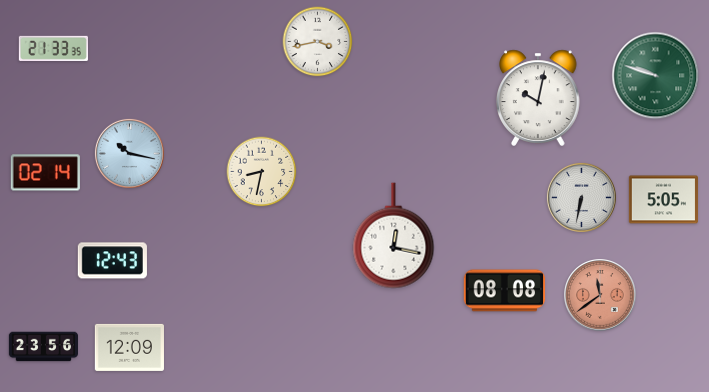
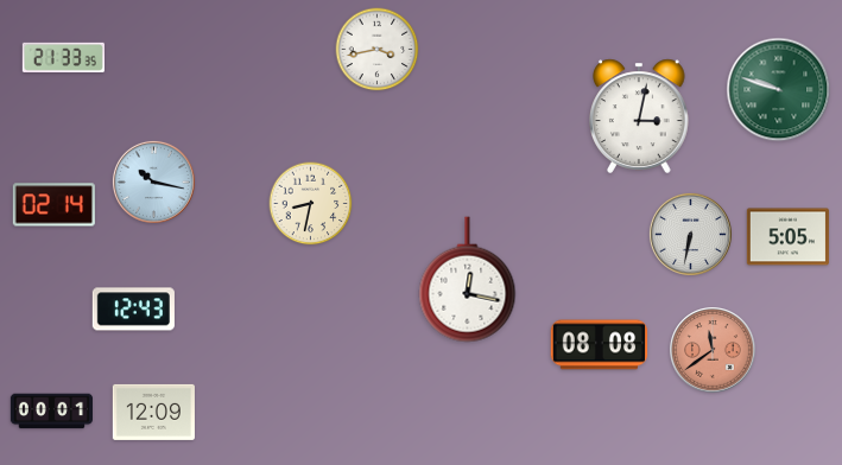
clock at (539, 98): 10:02 -> 3:02
clock at (43, 347): 23:56 -> 00:01
